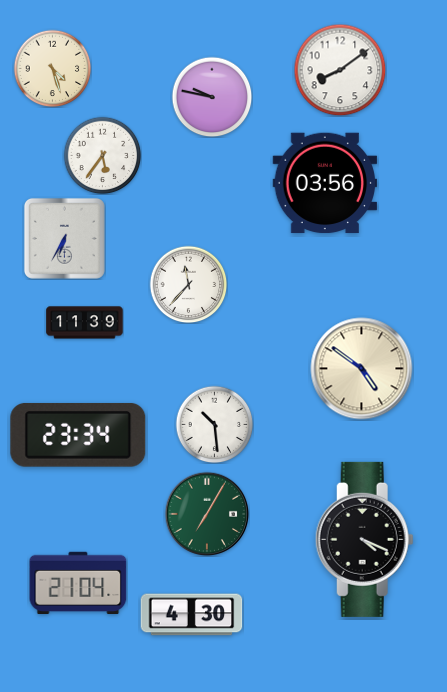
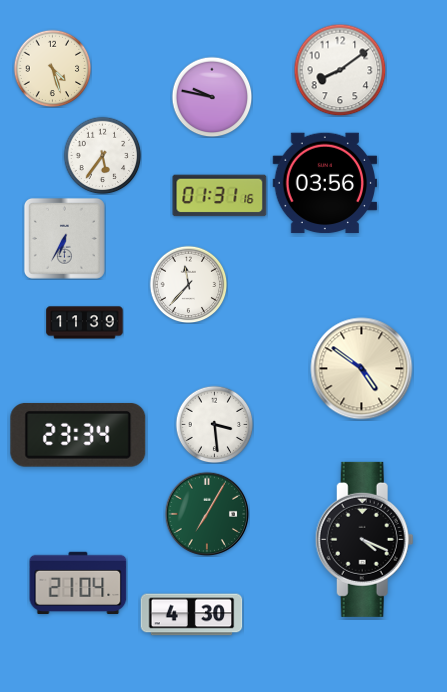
clock at (220, 196): none -> 01:31
clock at (214, 424): 10:29 -> 3:29
